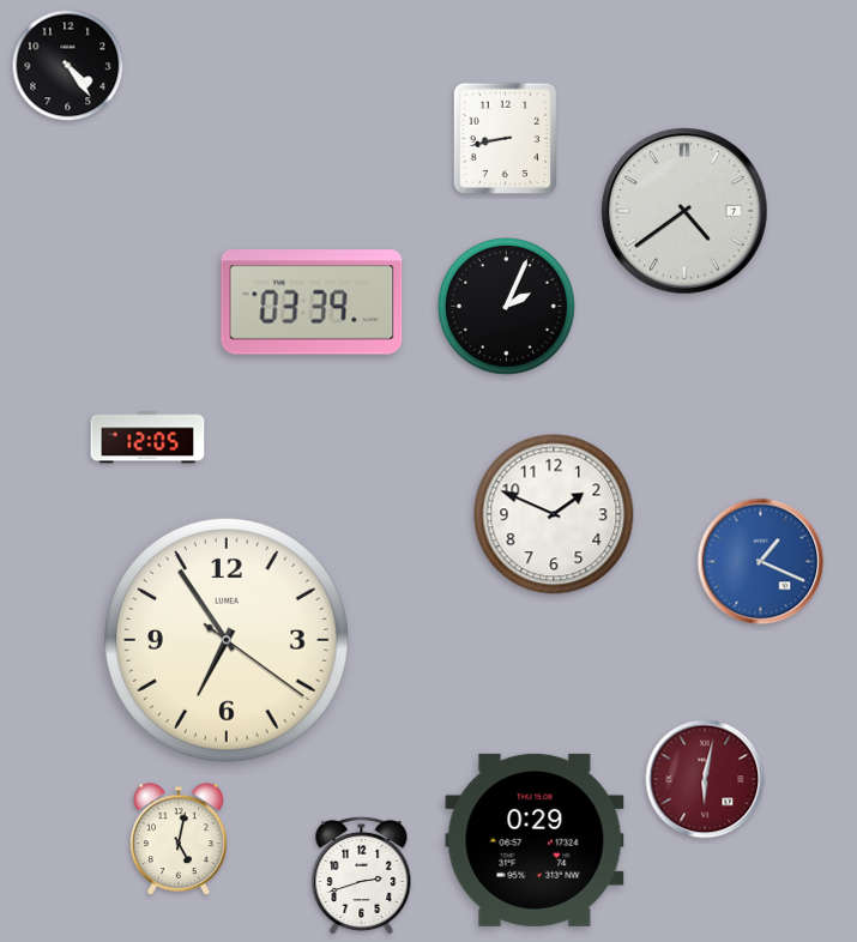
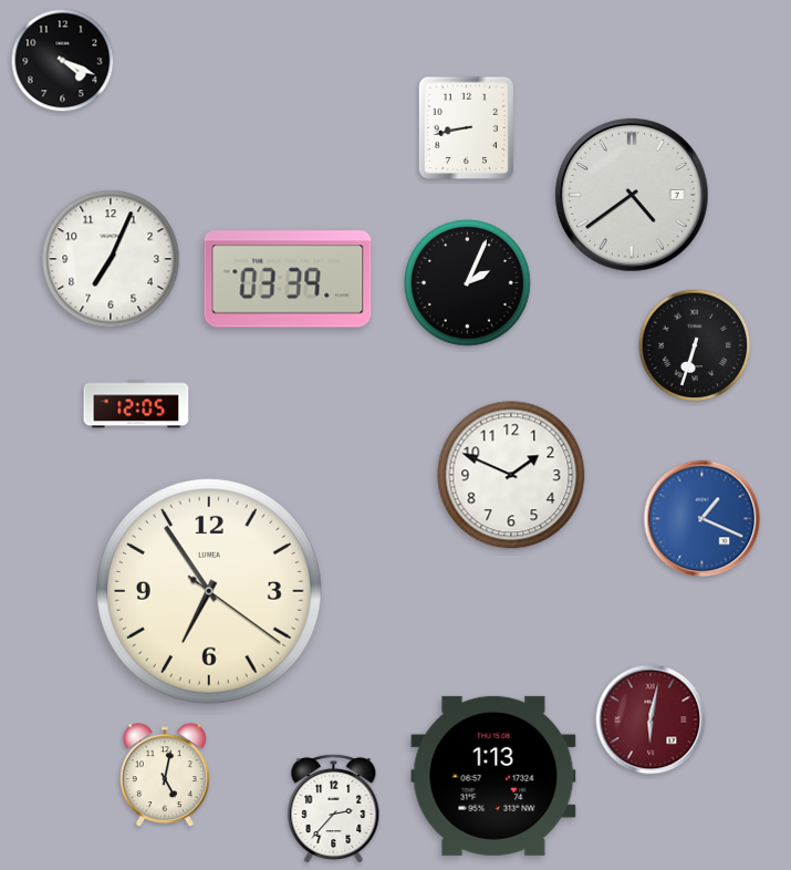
clock at (68, 66): 4:24 -> 4:19
clock at (111, 259): none -> 7:04
clock at (695, 345): none -> 6:33
clock at (535, 840): 0:29 -> 1:13
clock at (362, 875): 2:42 -> 2:37
